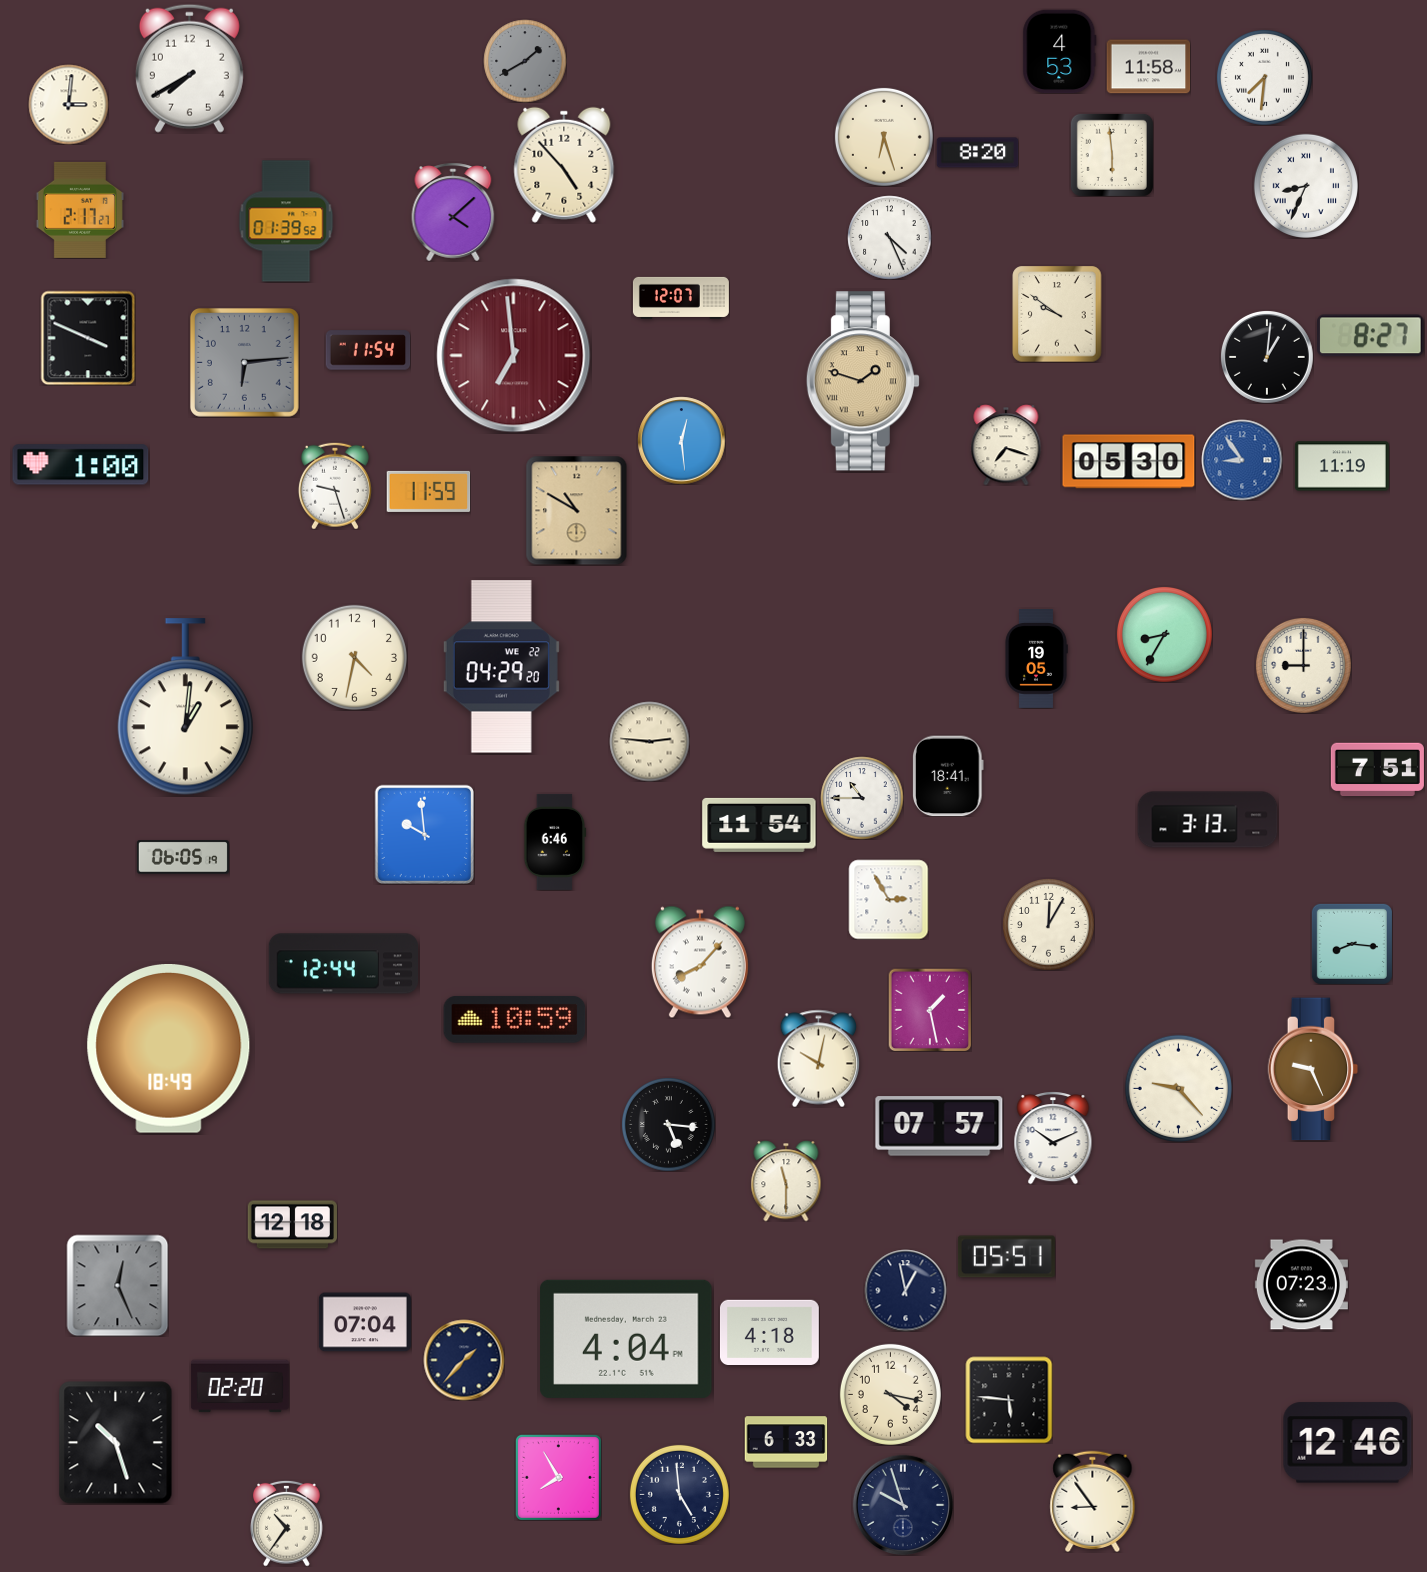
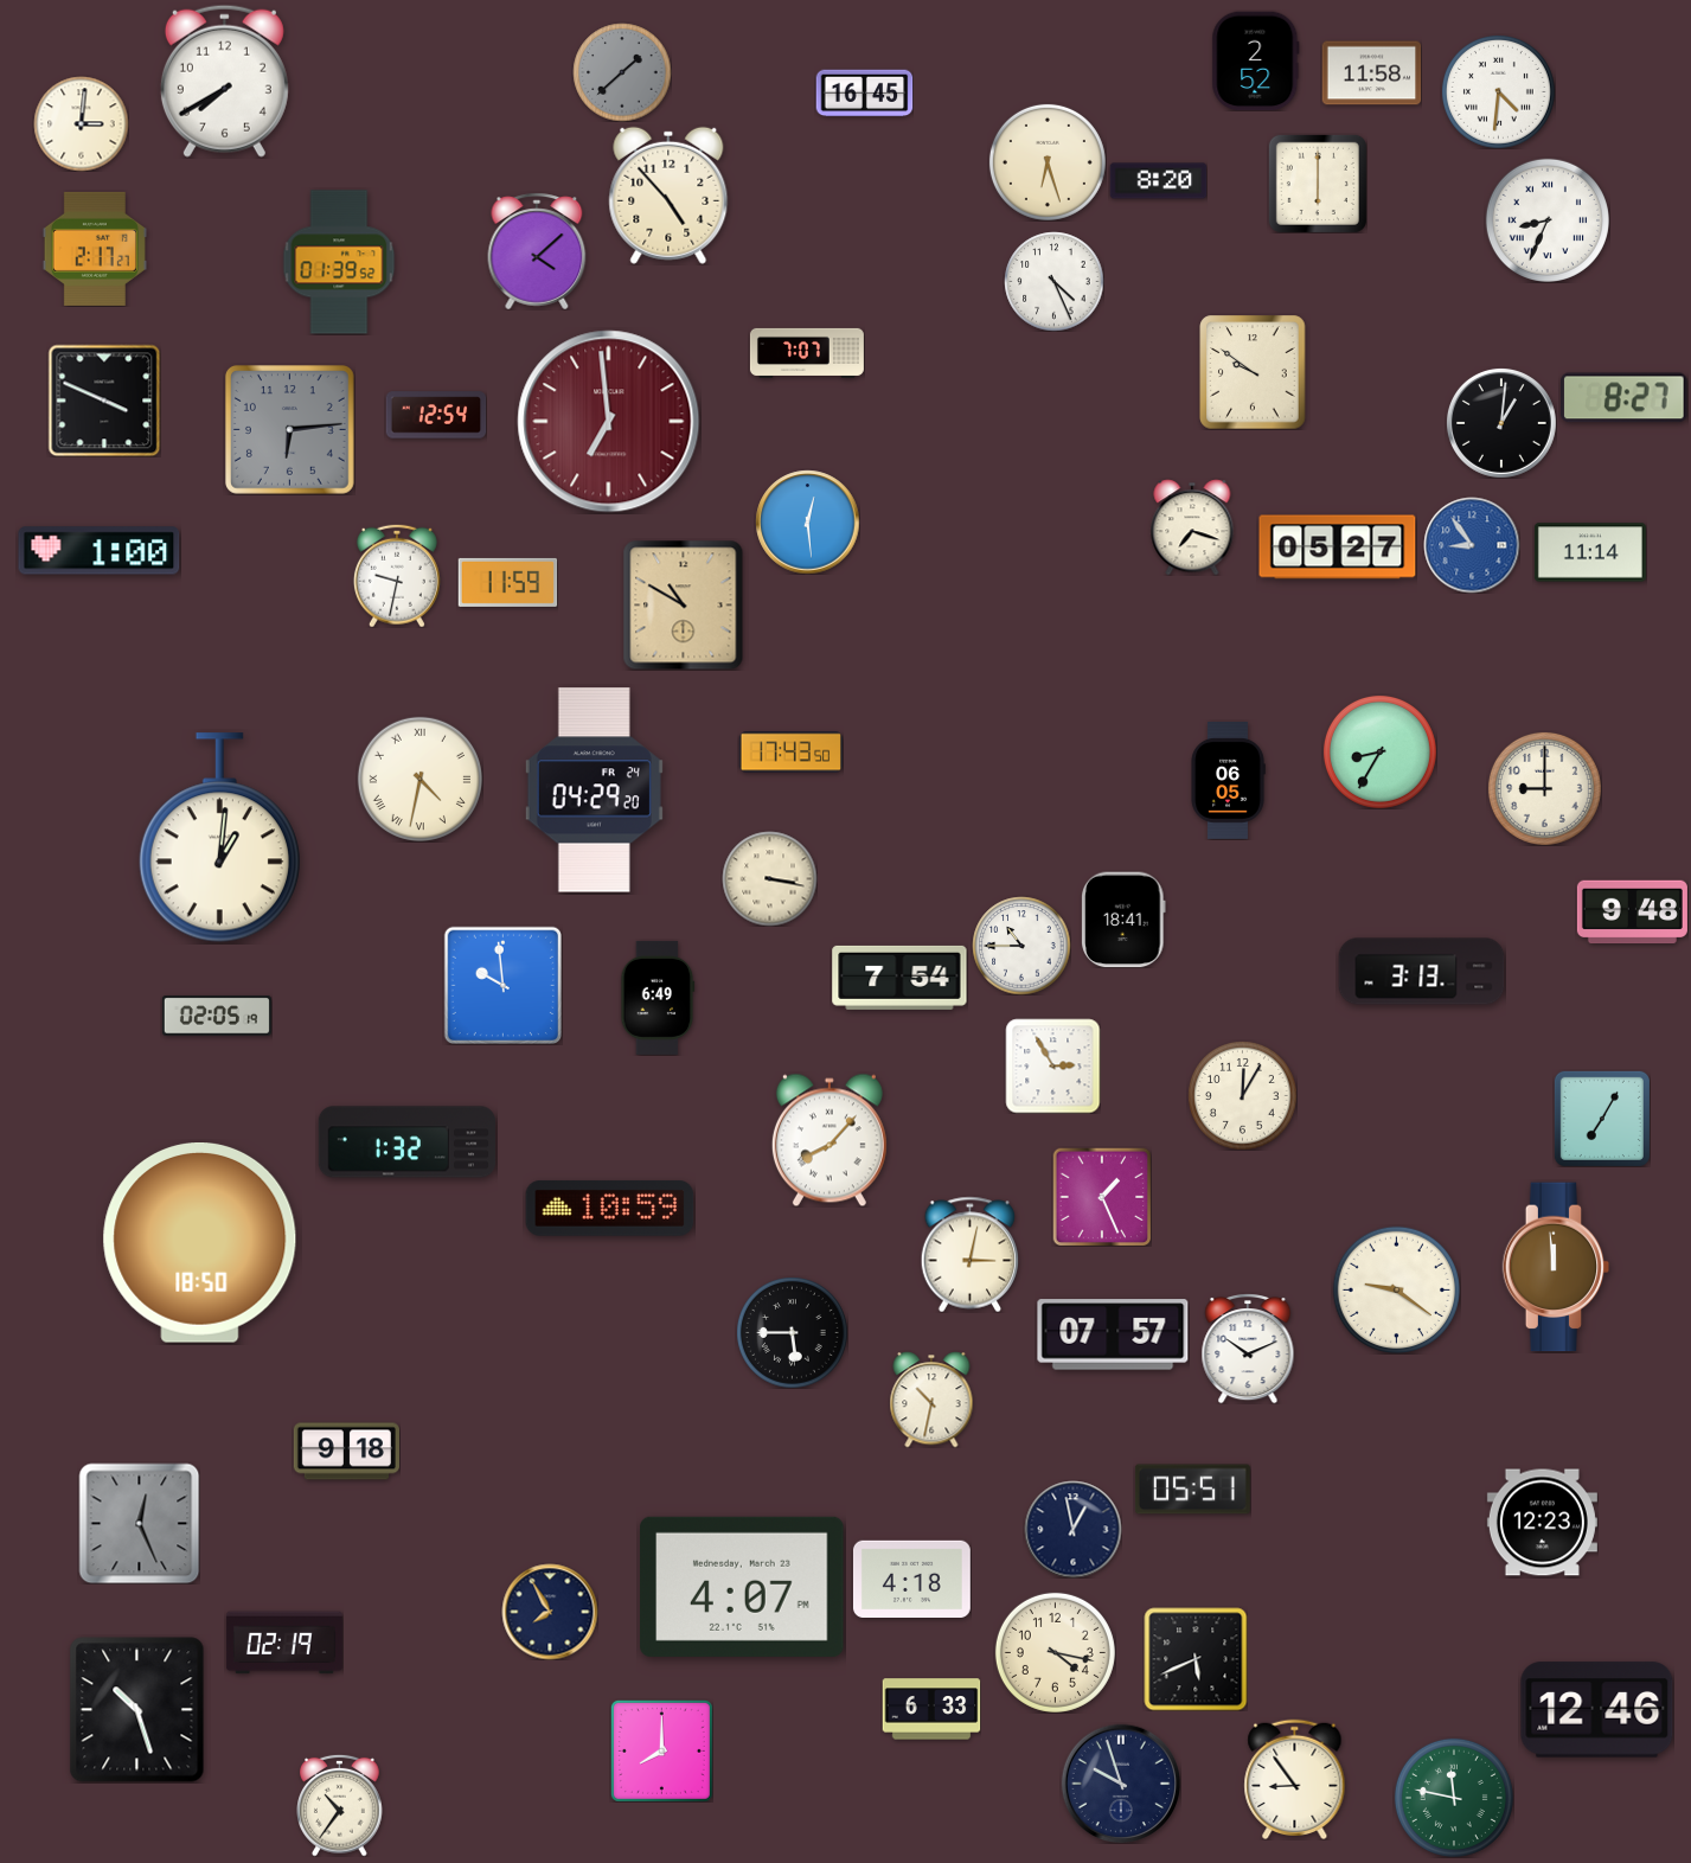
clock at (1060, 51): 4:53 -> 2:52
clock at (525, 61): 1:40 -> 1:38
clock at (1148, 67) position: (1148, 67) -> (1371, 73)
clock at (1264, 77): 7:31 -> 4:31
clock at (864, 94): none -> 16:45
clock at (1112, 155): 5:59 -> 6:00
clock at (681, 298): 12:07 -> 7:07
clock at (368, 350): 11:54 -> 12:54
clock at (863, 381): 1:48 -> none
clock at (1129, 462): 05:30 -> 05:27
clock at (81, 465) position: (81, 465) -> (100, 551)
clock at (1342, 466): 11:19 -> 11:14
clock at (335, 486): 9:27 -> 9:32
clock at (790, 753): none -> 17:43
clock at (354, 657) numerals: Arabic -> Roman
clock at (1036, 659): 19:05 -> 06:05
clock at (501, 667) date: WE 22 -> FR 24
clock at (649, 741): 2:46 -> 3:17
clock at (1377, 770): 7:51 -> 9:48
clock at (1208, 820) position: (1208, 820) -> (1422, 972)
clock at (759, 825): 11:54 -> 7:54
clock at (424, 834) position: (424, 834) -> (502, 985)
clock at (555, 842): 6:46 -> 6:49
clock at (183, 857): 06:05 -> 02:05
clock at (1352, 944): 8:16 -> 7:05
clock at (343, 964): 12:44 -> 1:32
clock at (930, 1010): 1:28 -> 1:26
clock at (169, 1049): 18:49 -> 18:50
clock at (819, 1058): 10:02 -> 3:02
clock at (1313, 1069): 9:26 -> 11:59
clock at (1178, 1088): 9:23 -> 9:21
clock at (669, 1125): 5:16 -> 5:45
clock at (786, 1181): 11:30 -> 10:32
clock at (292, 1225): 12:18 -> 9:18
clock at (1301, 1285): 07:23 -> 12:23
clock at (365, 1322): 07:04 -> none
clock at (626, 1339): 4:04 -> 4:07
clock at (464, 1360): 1:37 -> 7:55
clock at (240, 1386): 02:20 -> 02:19
clock at (1009, 1400): 5:46 -> 5:41
clock at (558, 1477): 7:55 -> 8:00
clock at (679, 1494): 4:59 -> none
clock at (903, 1505) position: (903, 1505) -> (1121, 1784)
clock at (1454, 1798): none -> 11:47
